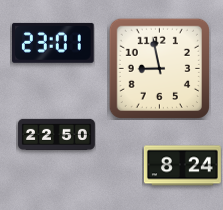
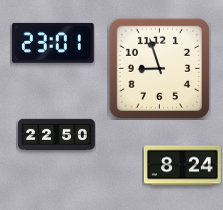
clock at (159, 68): 8:58 -> 8:57
